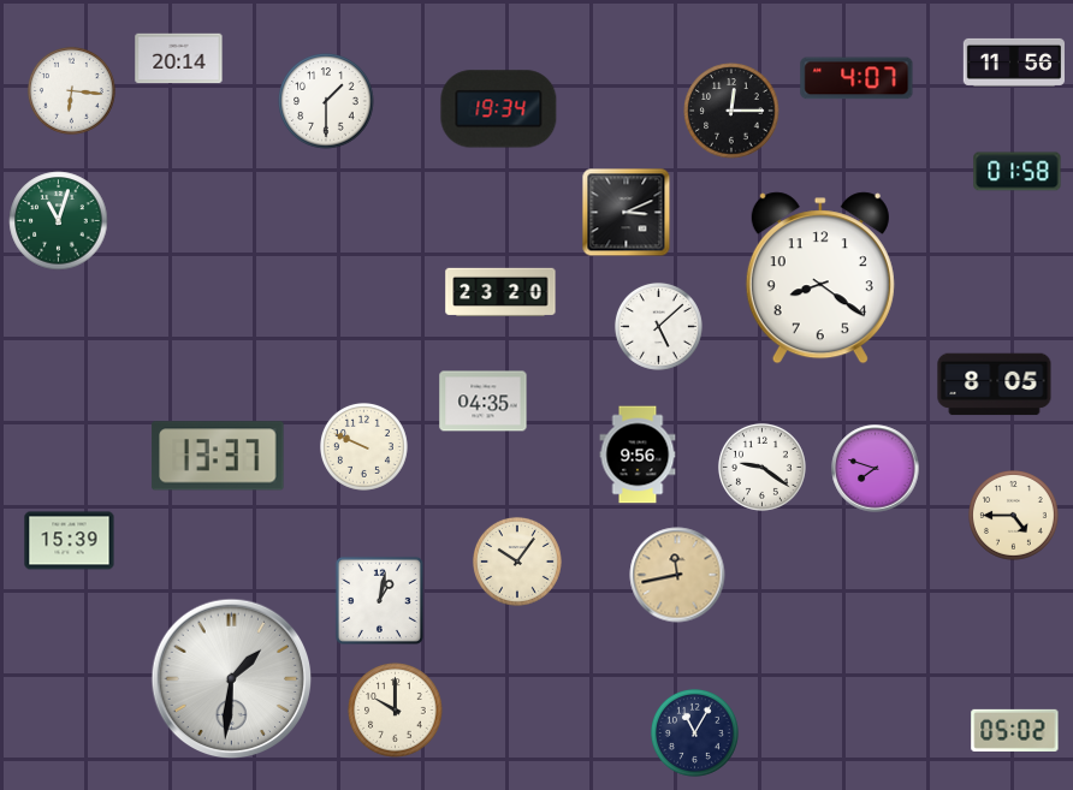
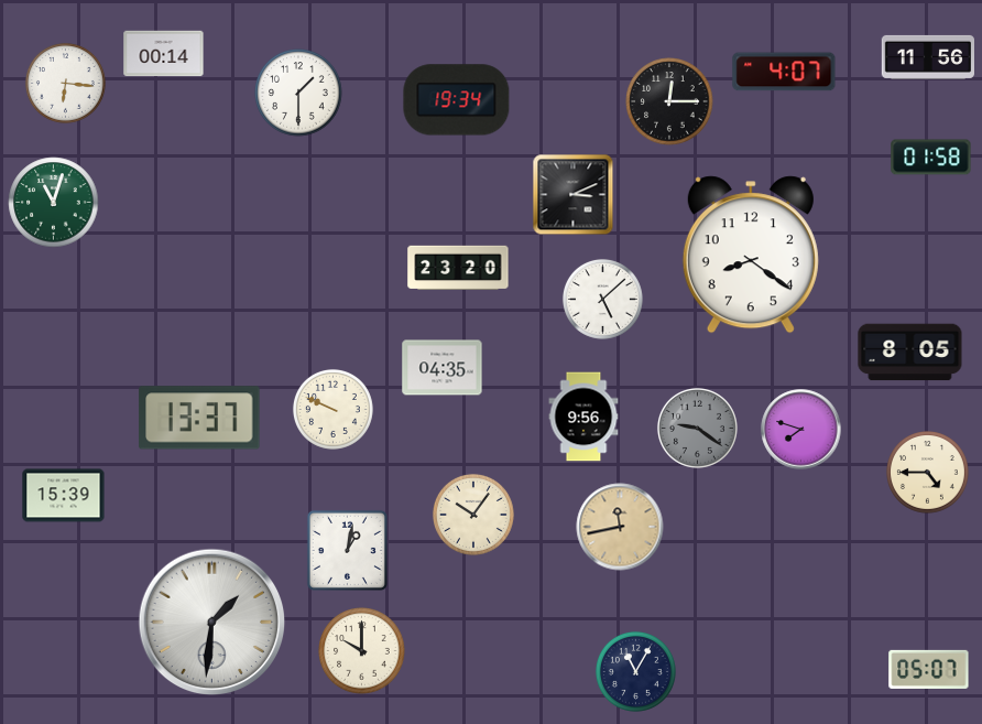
clock at (179, 59): 20:14 -> 00:14
clock at (761, 467) dial: white -> grey
clock at (1015, 730): 05:02 -> 05:07
